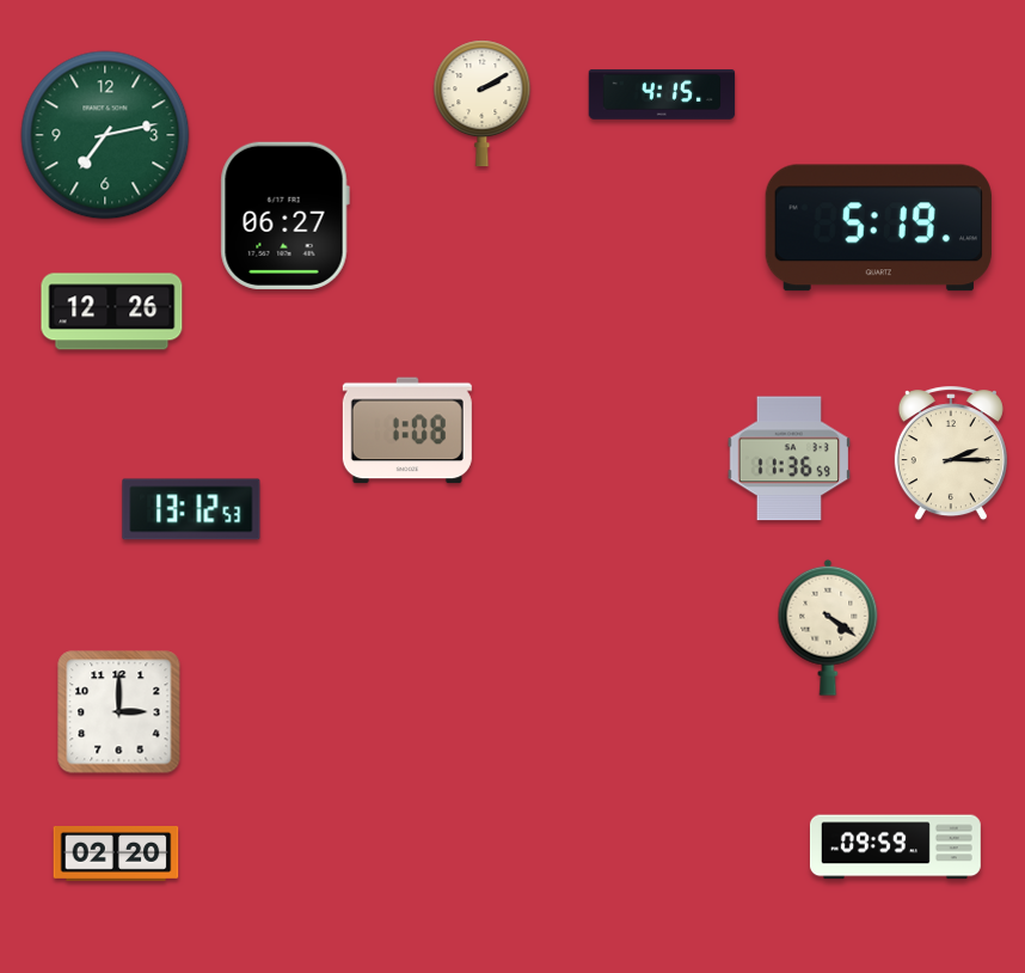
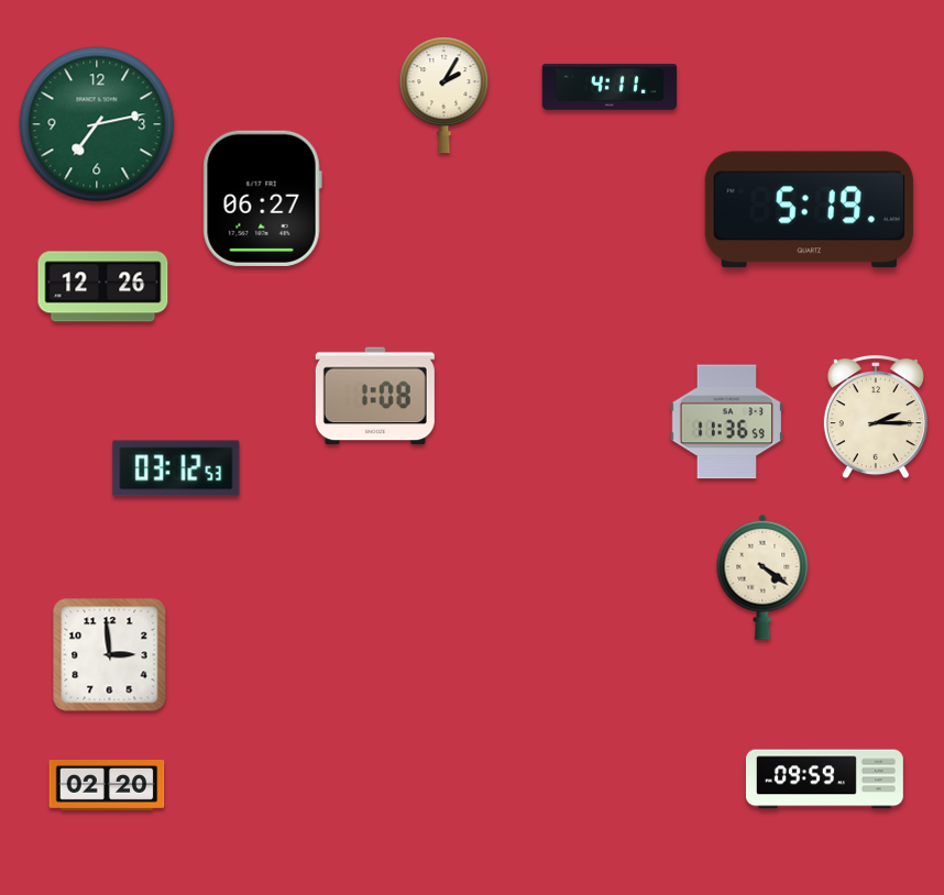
clock at (662, 94): 4:15 -> 4:11
clock at (483, 104): 2:10 -> 2:05
clock at (191, 509): 13:12 -> 03:12
clock at (119, 712): 3:00 -> 2:59
